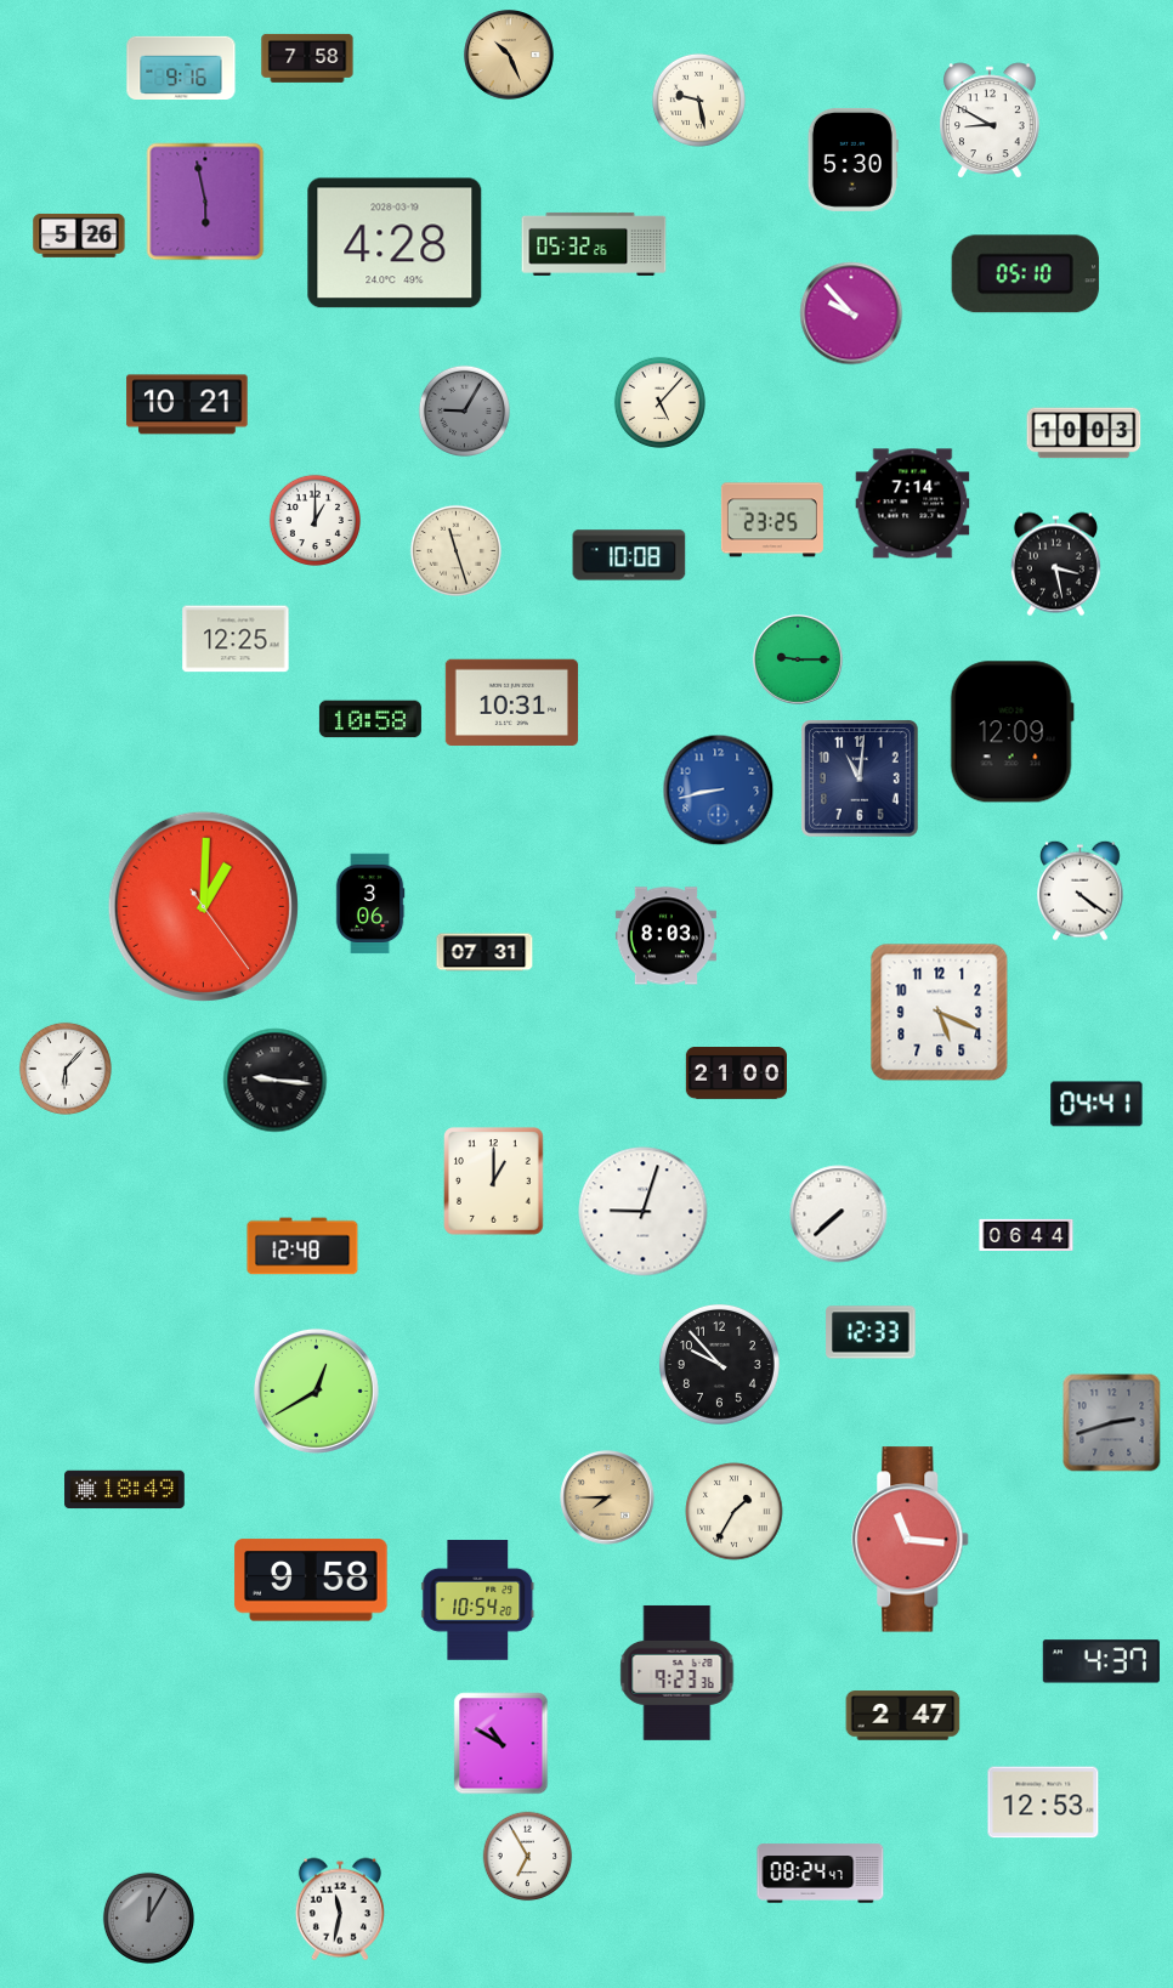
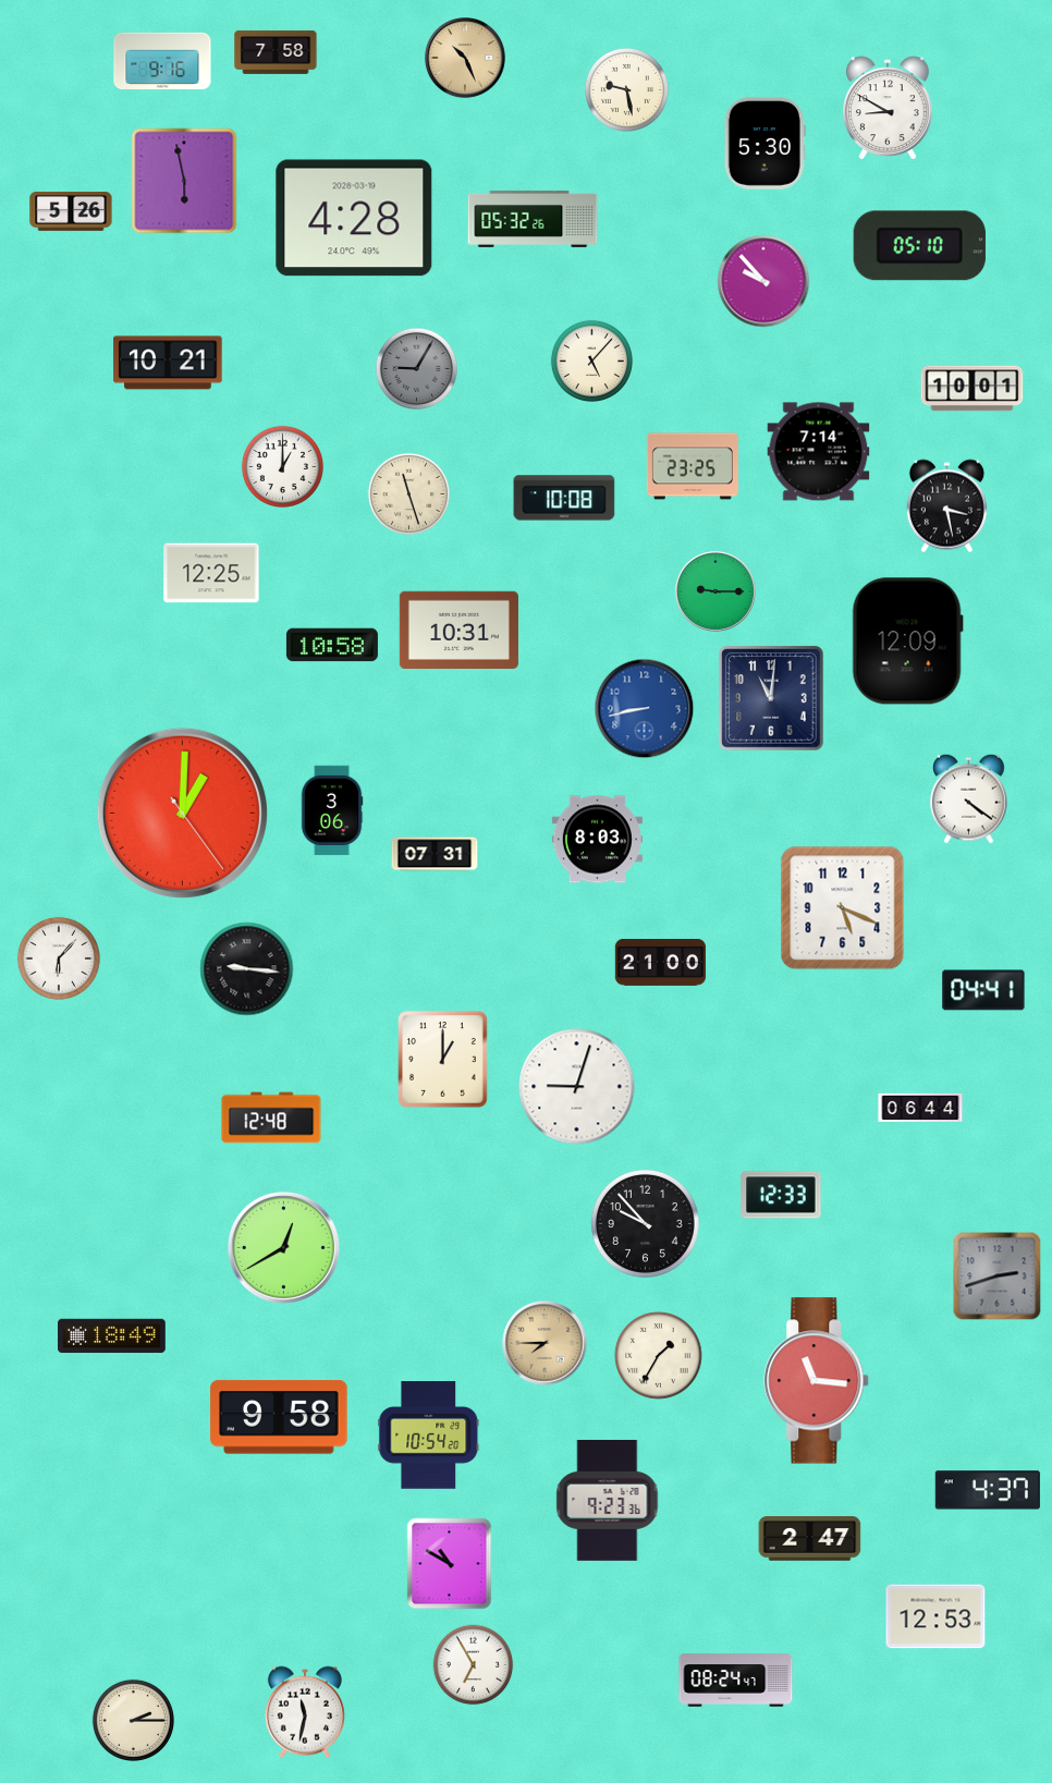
clock at (510, 56) position: (510, 56) -> (466, 59)
clock at (1084, 434): 10:03 -> 10:01
clock at (1011, 732) position: (1011, 732) -> (907, 642)
clock at (839, 1214): 7:38 -> none
clock at (148, 1918): 12:05 -> 2:15
clock at (148, 1918) dial: grey -> cream
